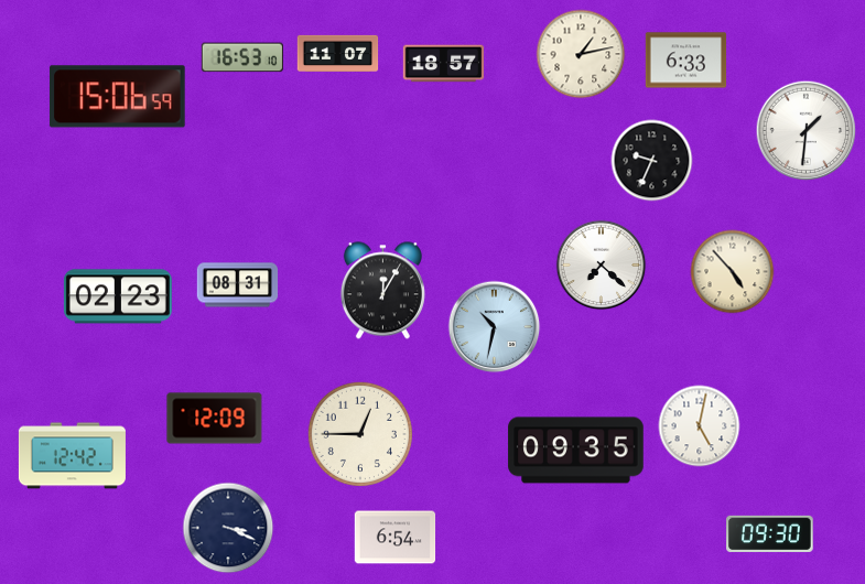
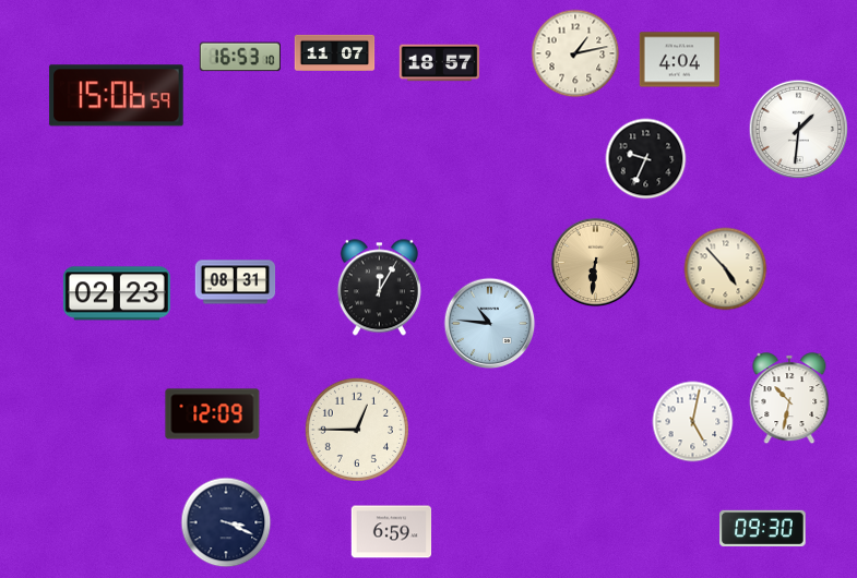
clock at (686, 61): 6:33 -> 4:04
clock at (602, 266): 7:22 -> 6:31
clock at (602, 266) dial: white -> champagne
clock at (495, 327): 10:32 -> 10:46
clock at (789, 399): none -> 10:32
clock at (576, 451): 09:35 -> none
clock at (72, 456): 12:42 -> none
clock at (396, 538): 6:54 -> 6:59
